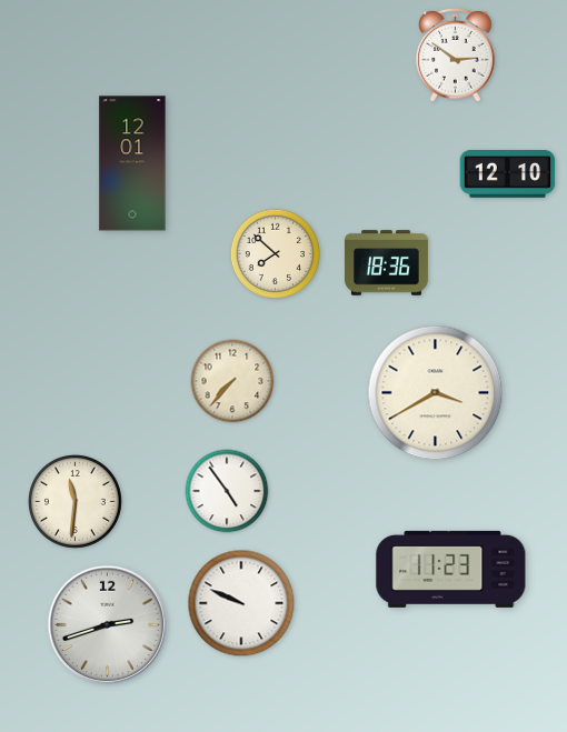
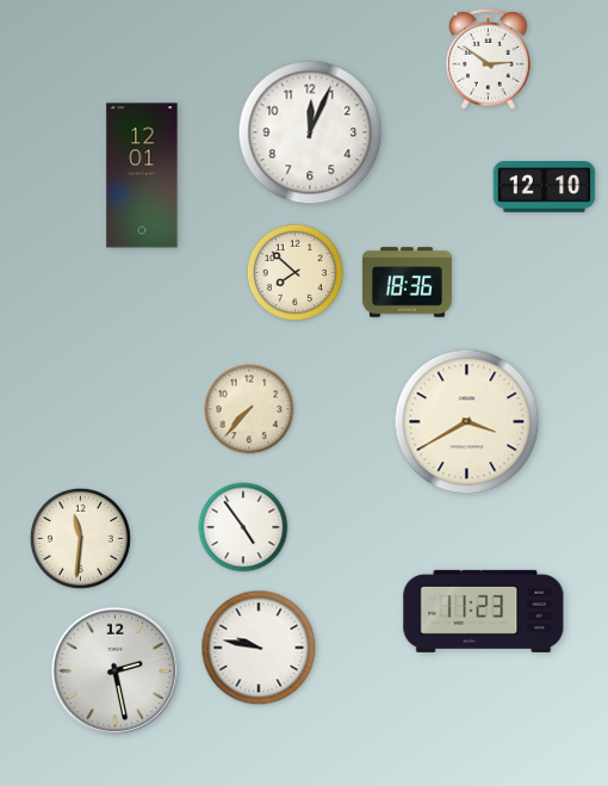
clock at (310, 132): none -> 12:04
clock at (386, 263) position: (386, 263) -> (407, 283)
clock at (241, 603): 9:49 -> 9:47
clock at (108, 625): 2:42 -> 2:28
